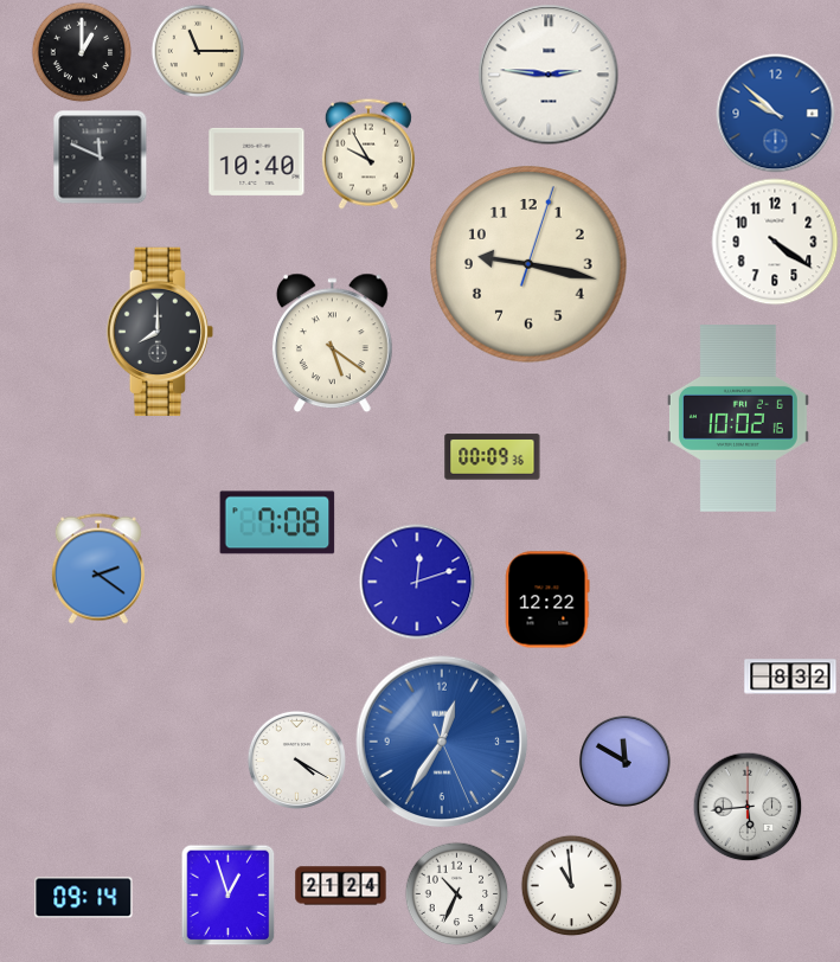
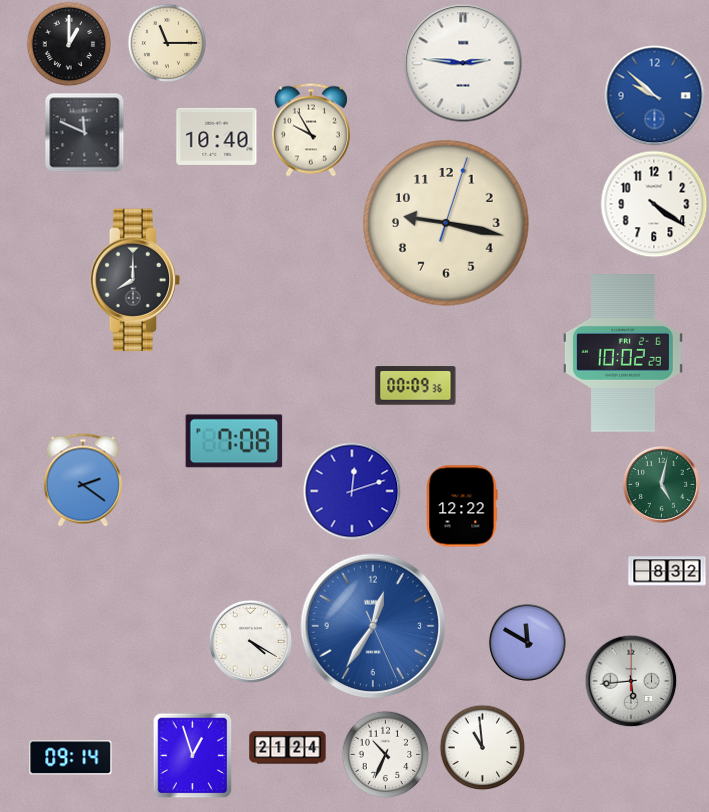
clock at (332, 344): 5:21 -> none
clock at (738, 418): 10:02:16 -> 10:02:29
clock at (661, 484): none -> 5:02
